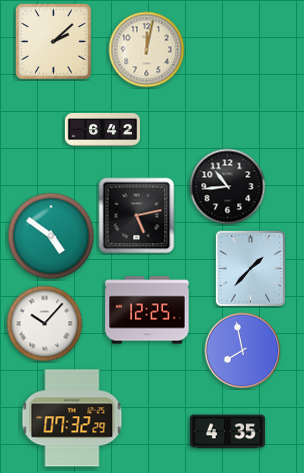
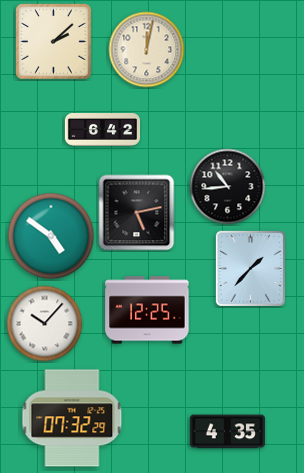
clock at (137, 216) position: (137, 216) -> (137, 213)
clock at (243, 351): 7:58 -> none
